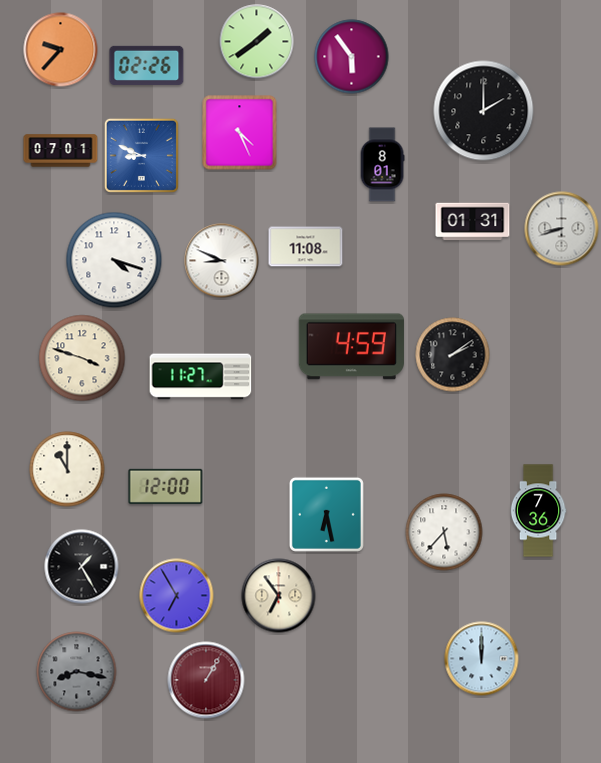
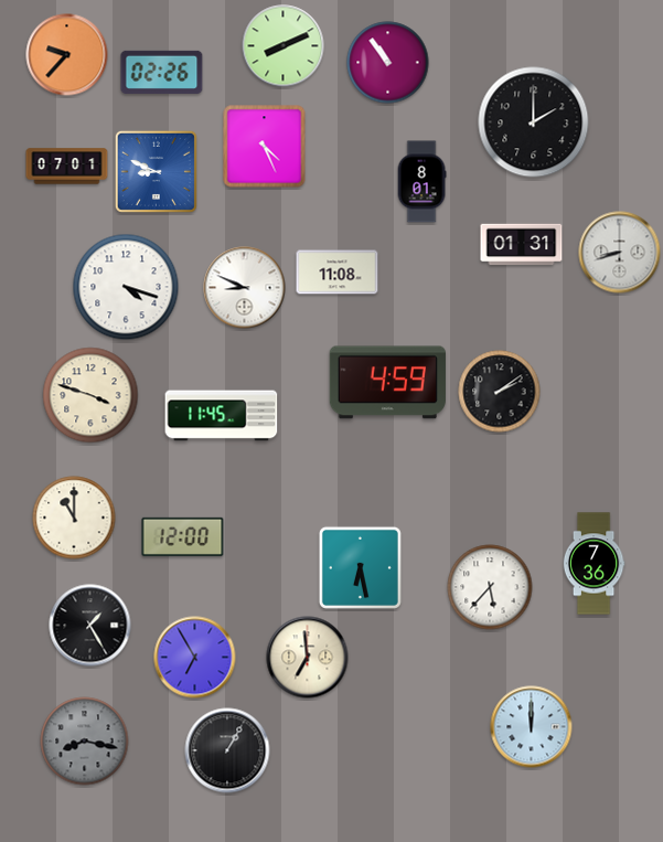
clock at (257, 42): 1:39 -> 8:11
clock at (352, 57): 5:54 -> 10:54
clock at (201, 377): 11:27 -> 11:45
clock at (279, 596): 6:54 -> 6:59
clock at (206, 680) dial: burgundy -> black
